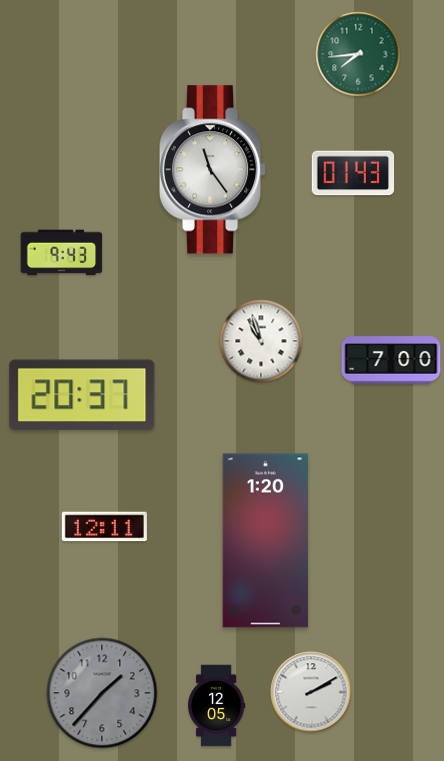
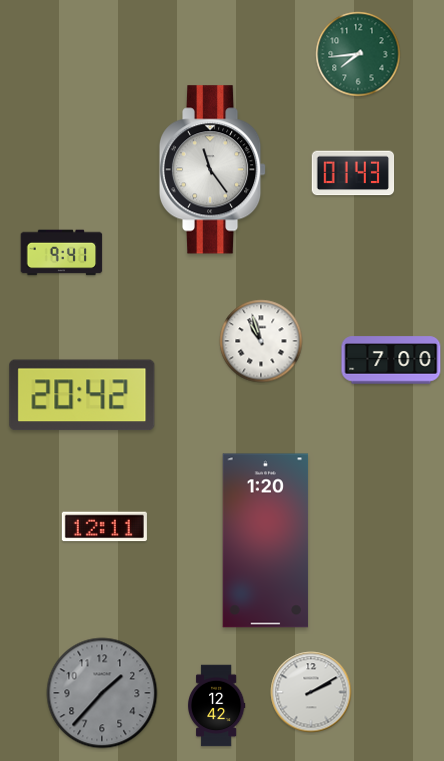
clock at (62, 253): 9:43 -> 9:41
clock at (82, 395): 20:37 -> 20:42
clock at (216, 706): 12:05 -> 12:42
